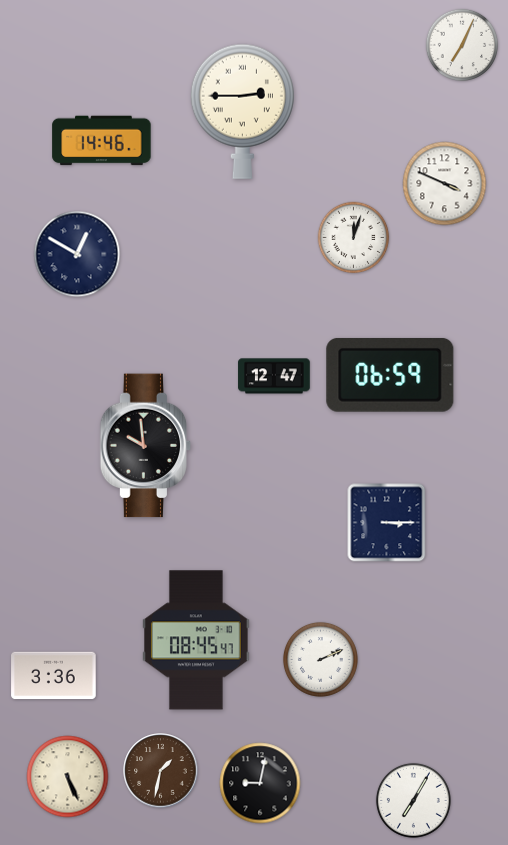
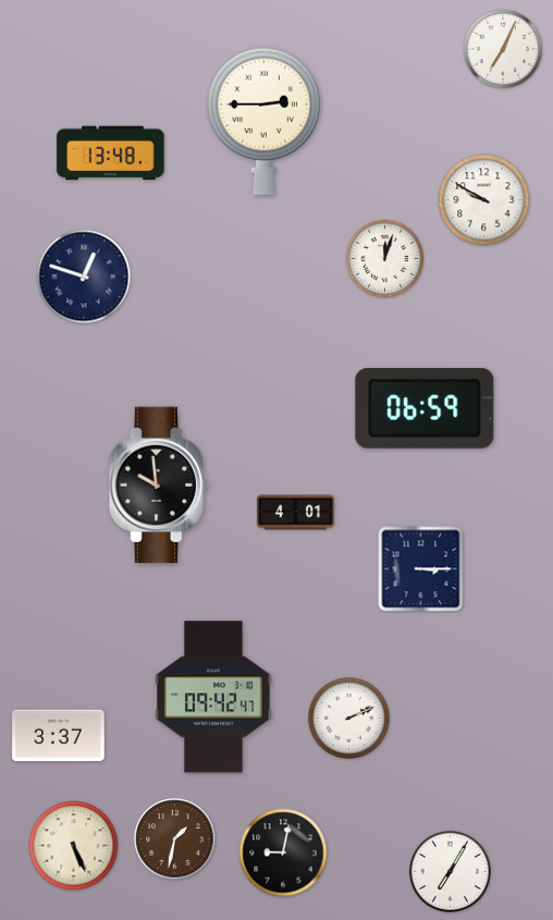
clock at (102, 141): 14:46 -> 13:48
clock at (445, 184): 3:49 -> 9:50
clock at (77, 254): 12:50 -> 12:48
clock at (274, 376): 12:47 -> none
clock at (296, 513): none -> 4:01
clock at (197, 640): 08:45 -> 09:42
clock at (54, 676): 3:36 -> 3:37
